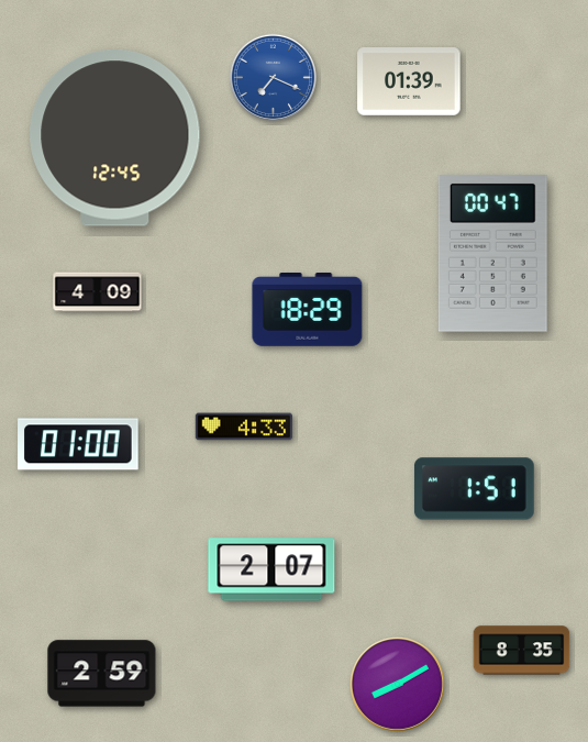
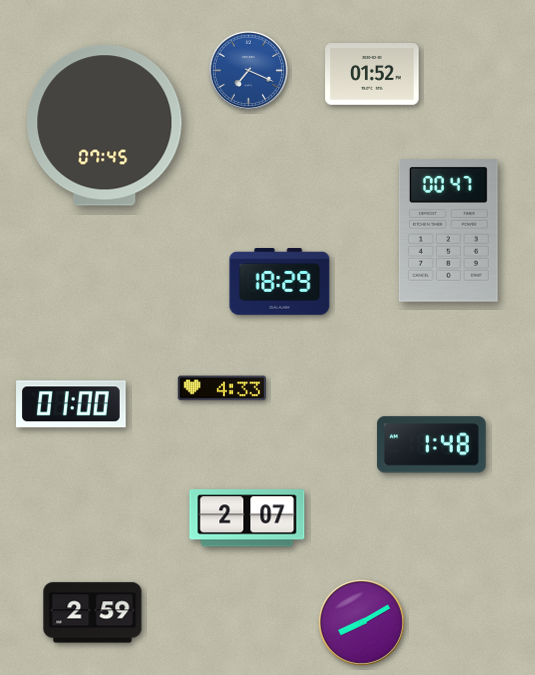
clock at (409, 82): 01:39 -> 01:52
clock at (115, 139): 12:45 -> 07:45
clock at (98, 292): 4:09 -> none
clock at (474, 489): 1:51 -> 1:48
clock at (522, 651): 8:35 -> none
